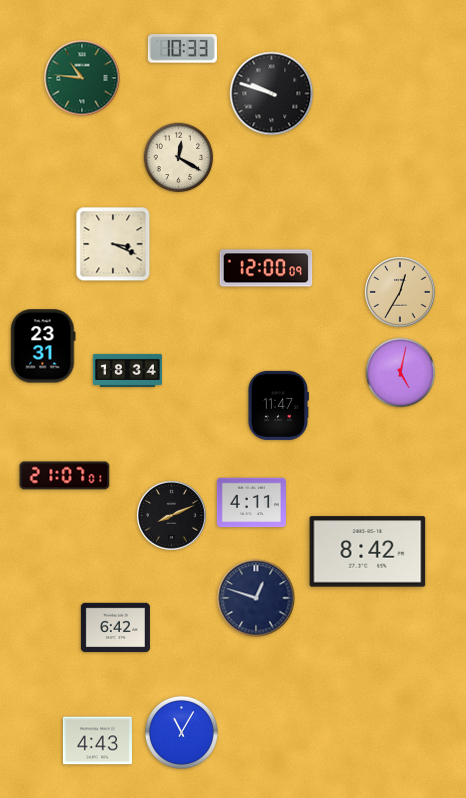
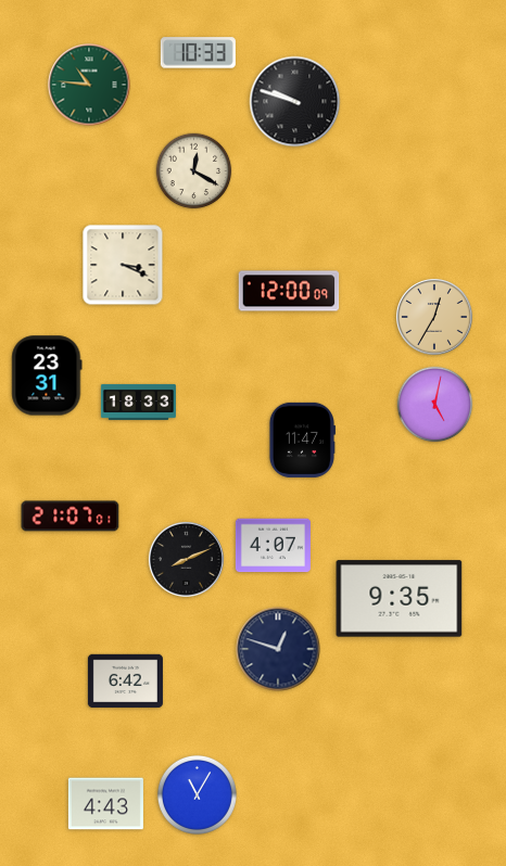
clock at (127, 370): 18:34 -> 18:33
clock at (251, 503): 4:11 -> 4:07
clock at (368, 552): 8:42 -> 9:35
